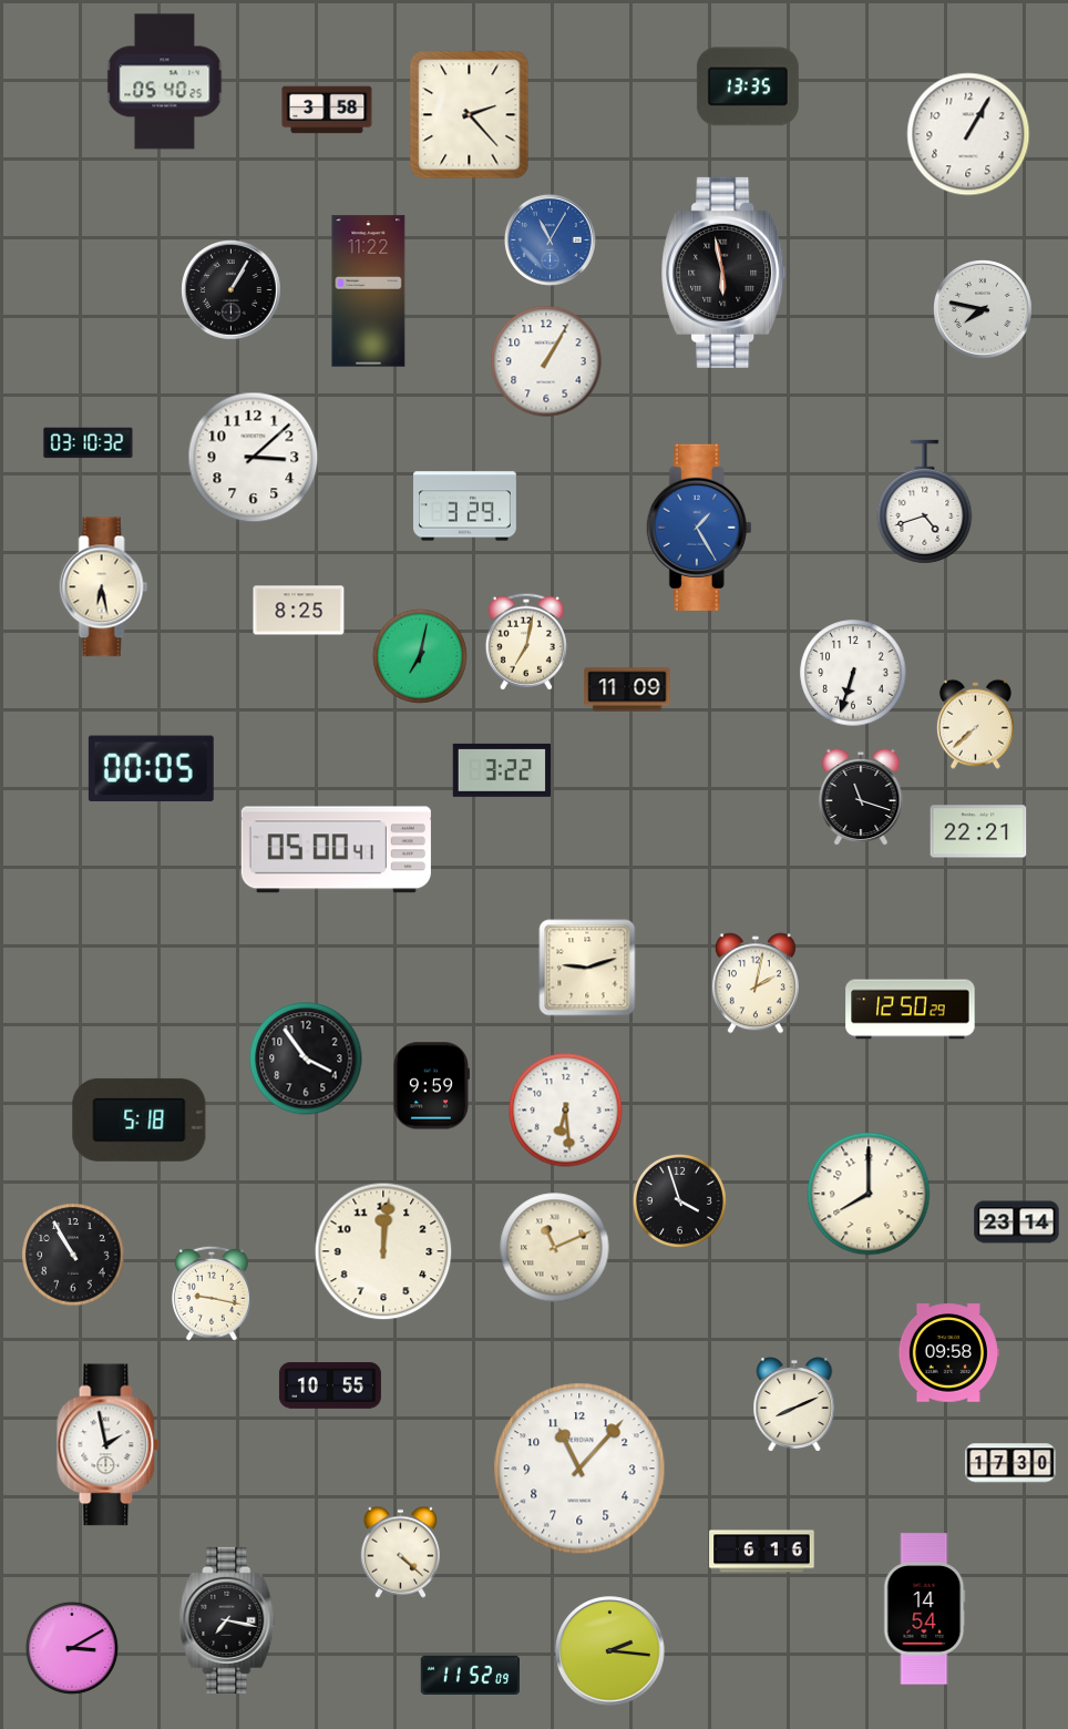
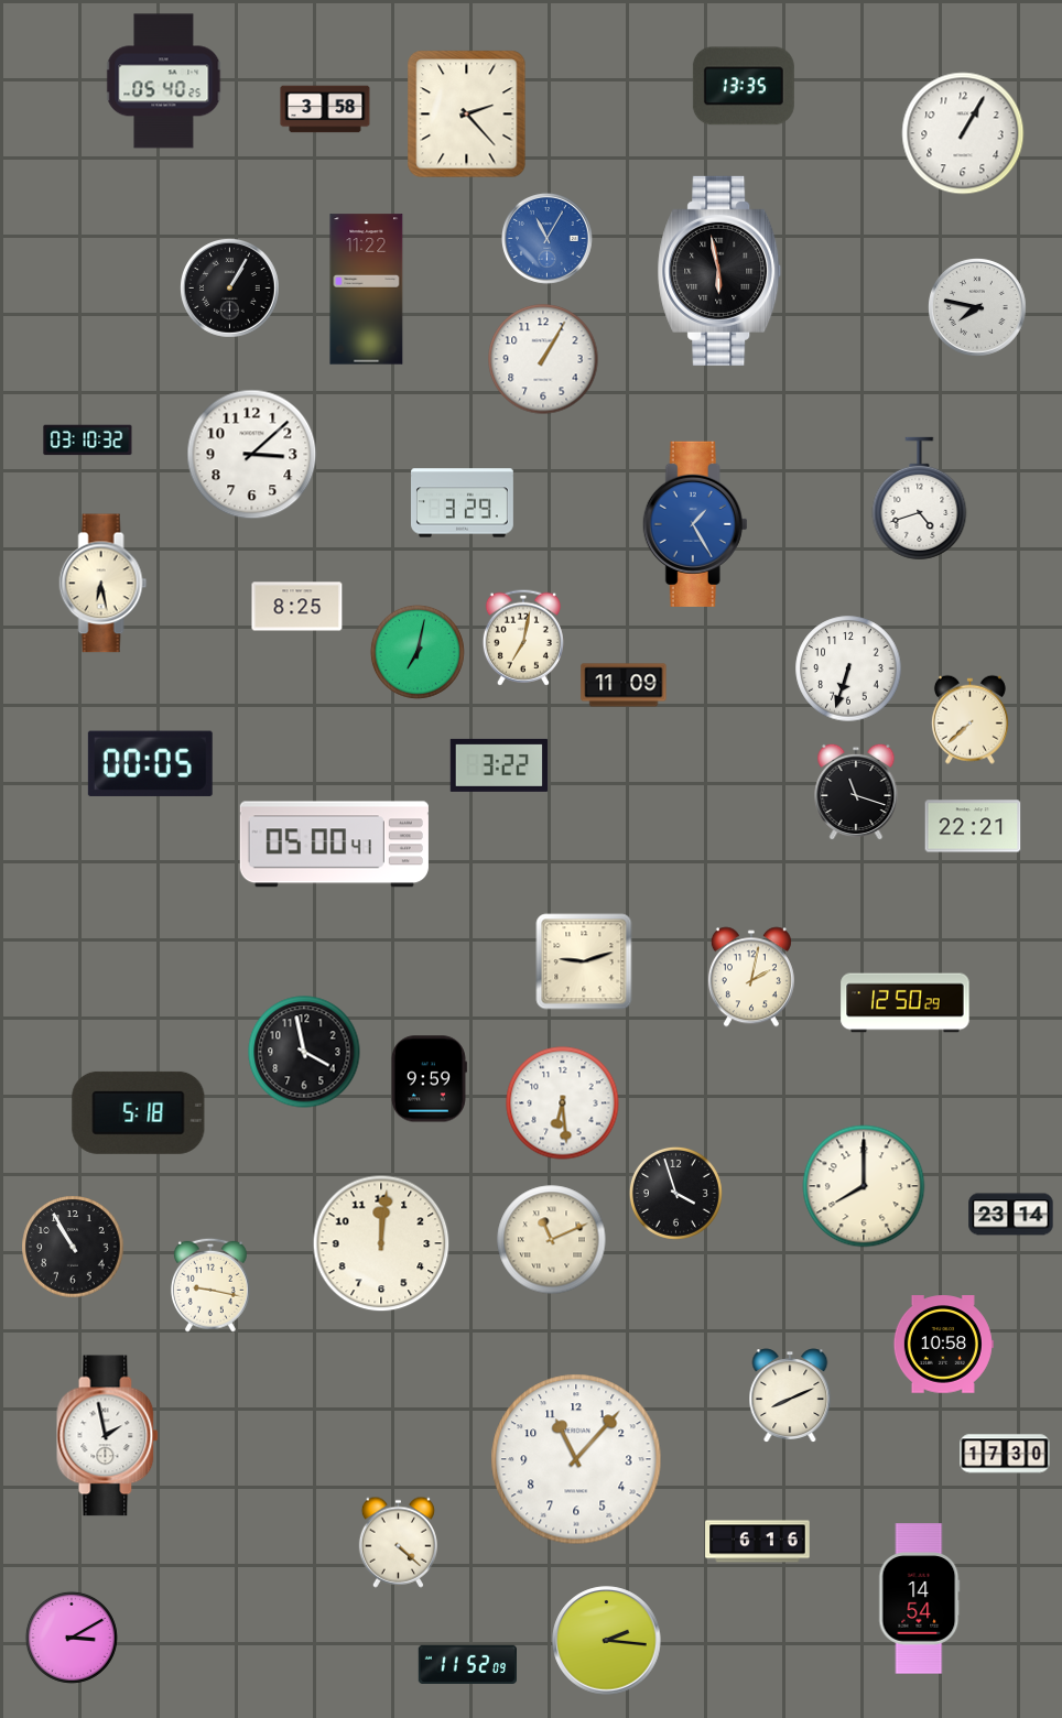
clock at (306, 1058): 3:54 -> 3:58
clock at (948, 1353): 09:58 -> 10:58
clock at (330, 1385): 10:55 -> none
clock at (227, 1620): 7:17 -> none
